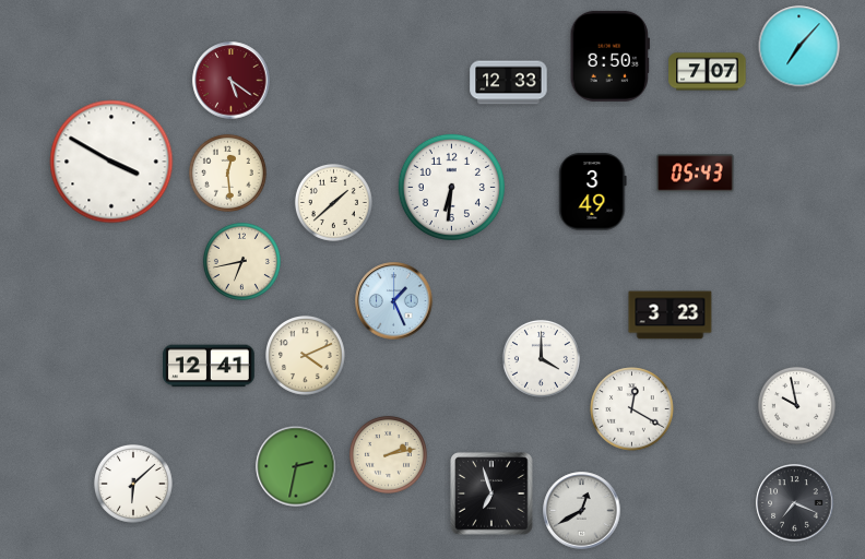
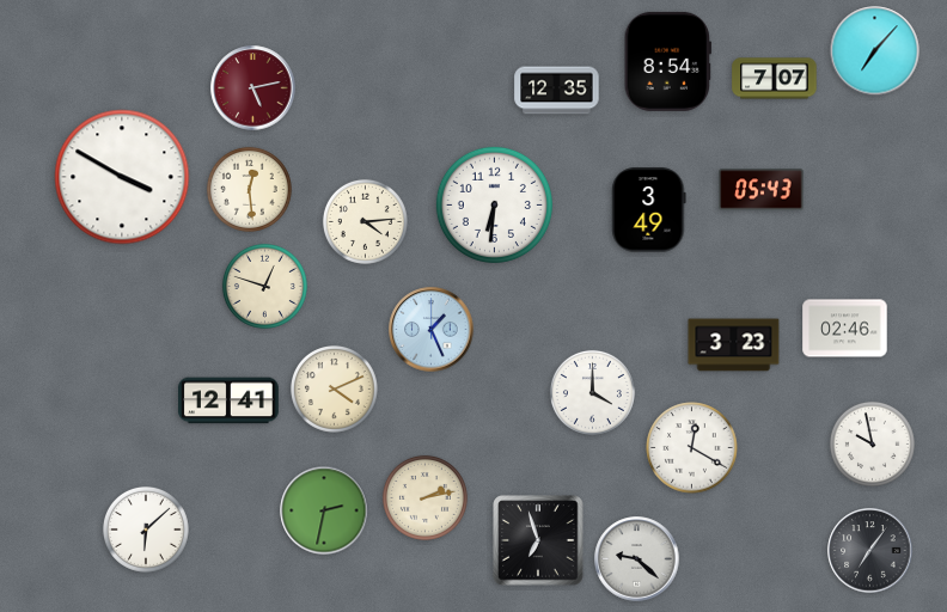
clock at (609, 56): 8:50 -> 8:54
clock at (232, 81): 5:21 -> 5:13
clock at (509, 83): 12:33 -> 12:35
clock at (333, 202): 1:38 -> 4:14
clock at (241, 261): 6:43 -> 12:48
clock at (845, 329): none -> 02:46
clock at (795, 503): 7:19 -> 7:06
clock at (582, 511): 12:40 -> 9:22
